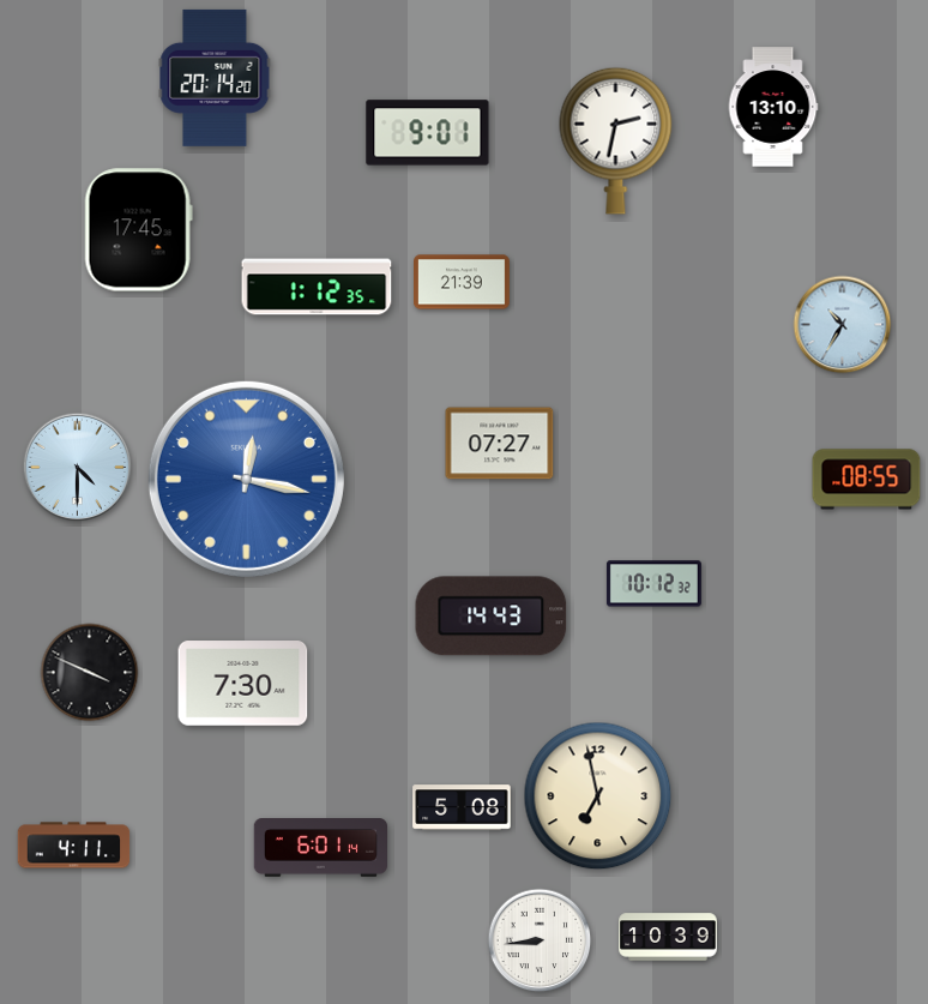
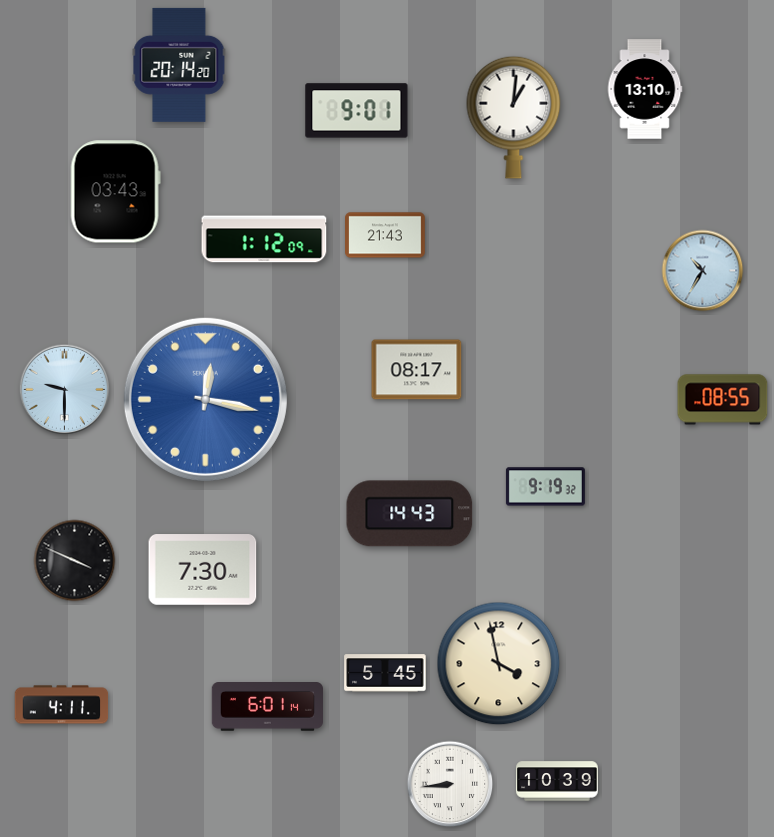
clock at (616, 140): 2:32 -> 1:01
clock at (138, 230): 17:45 -> 03:43
clock at (463, 282): 21:39 -> 21:43
clock at (317, 287): 1:12:35 -> 1:12:09
clock at (500, 444): 07:27 -> 08:17
clock at (78, 468): 4:30 -> 9:30
clock at (653, 584): 10:12 -> 9:19
clock at (598, 796): 6:58 -> 3:58
clock at (462, 807): 5:08 -> 5:45
